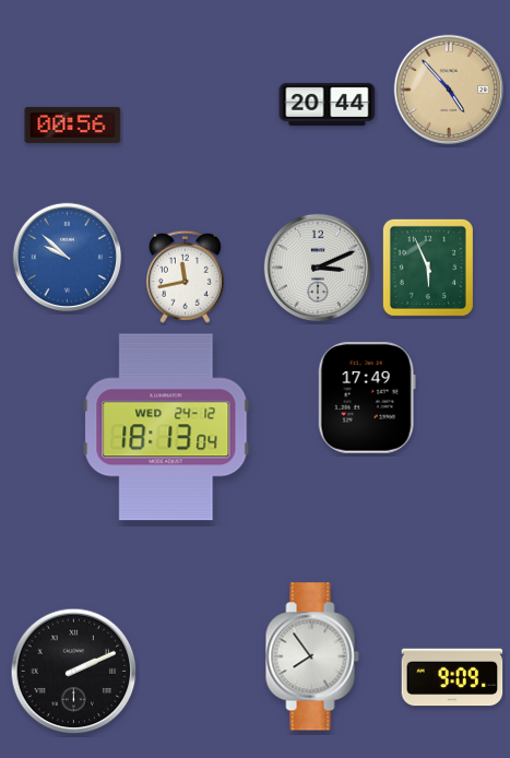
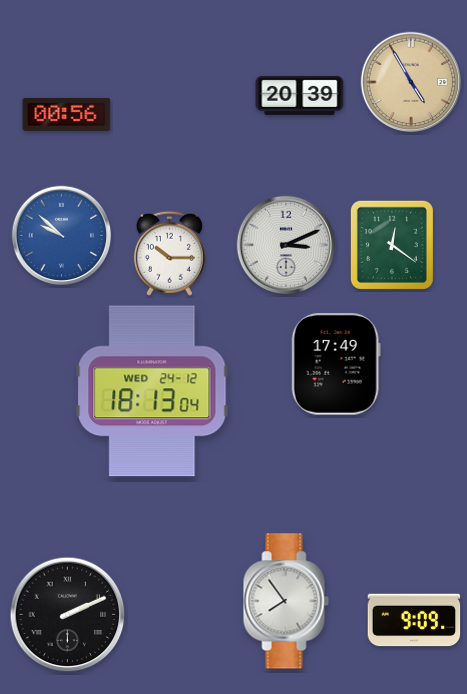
clock at (449, 90): 4:53 -> 4:55
clock at (328, 104): 20:44 -> 20:39
clock at (318, 268) position: (318, 268) -> (286, 245)
clock at (428, 268): 5:56 -> 12:21
clock at (185, 276): 11:43 -> 10:15
